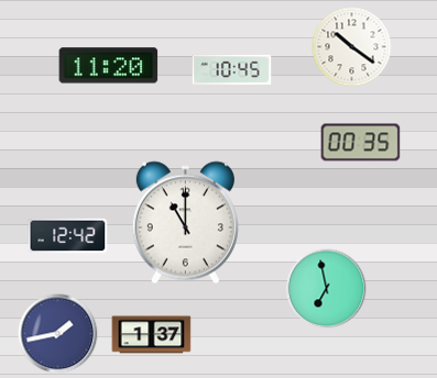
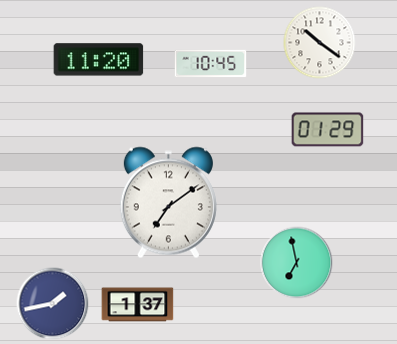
clock at (361, 143): 00:35 -> 01:29
clock at (185, 223): 11:00 -> 7:09
clock at (68, 236): 12:42 -> none
